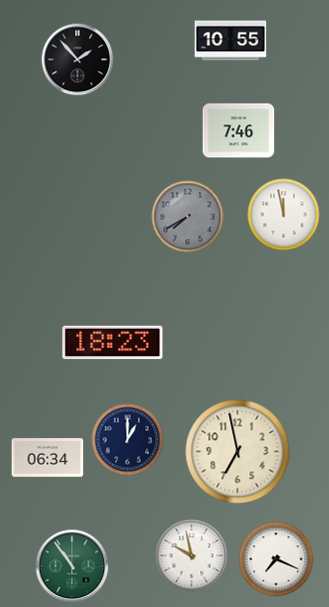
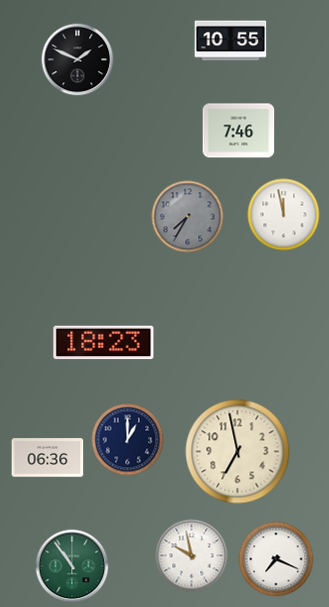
clock at (78, 60): 1:53 -> 1:49
clock at (188, 217): 7:40 -> 7:35
clock at (113, 343) position: (113, 343) -> (104, 343)
clock at (48, 458): 06:34 -> 06:36
